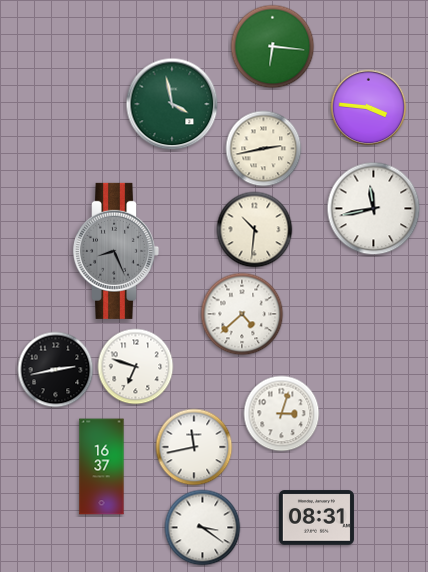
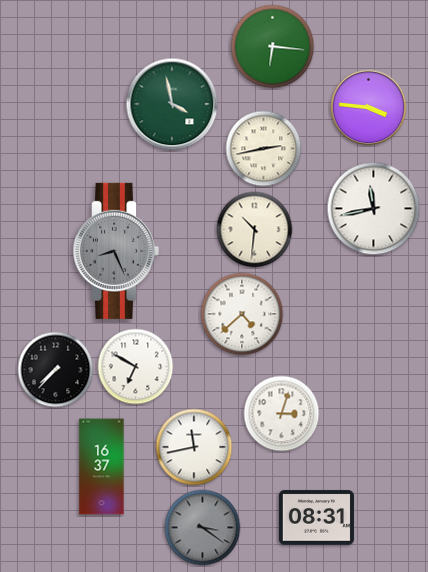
clock at (136, 367): 6:48 -> 6:50
clock at (56, 370): 2:43 -> 7:37
clock at (203, 528) dial: white -> grey
